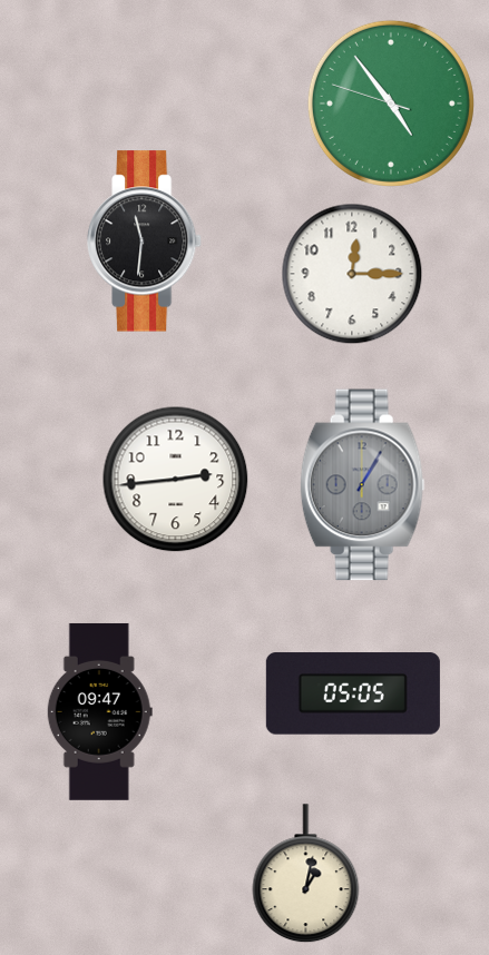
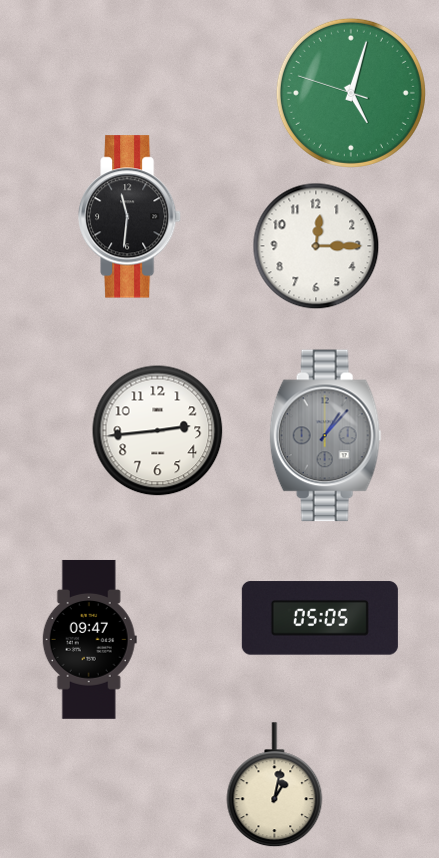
clock at (391, 104): 4:53 -> 5:02
clock at (362, 485): 1:05 -> 1:07
clock at (353, 693) position: (353, 693) -> (320, 618)
